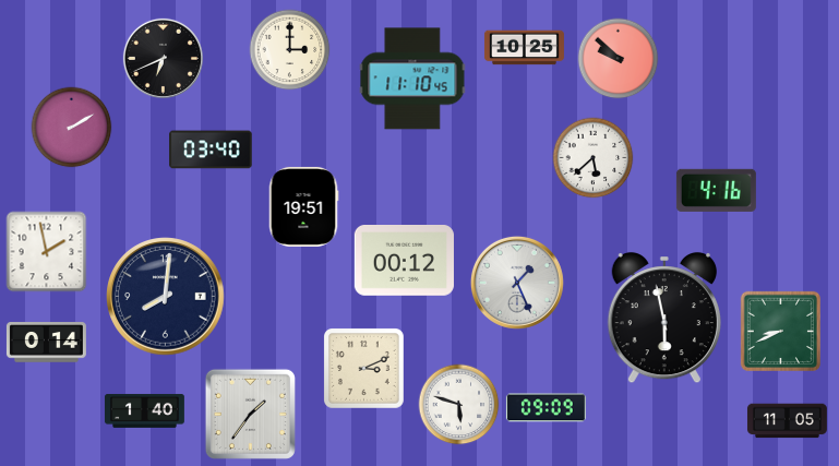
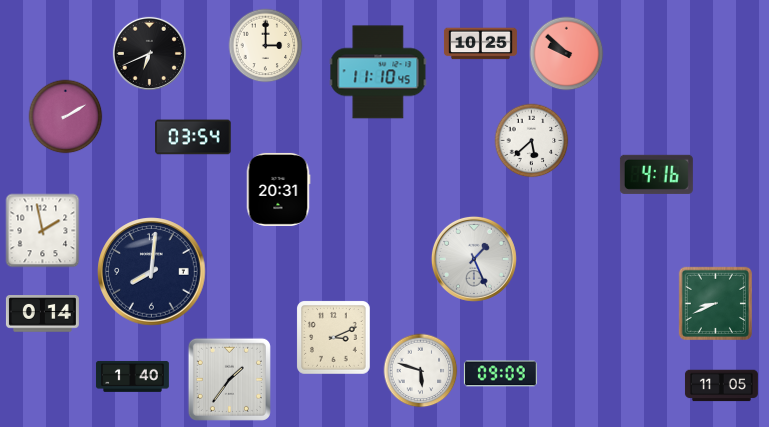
clock at (211, 150): 03:40 -> 03:54
clock at (594, 158) position: (594, 158) -> (532, 141)
clock at (303, 206): 19:51 -> 20:31
clock at (404, 261): 00:12 -> none
clock at (664, 318): 5:58 -> none
